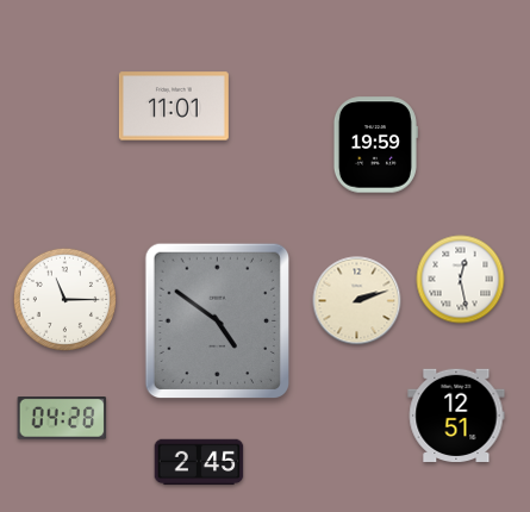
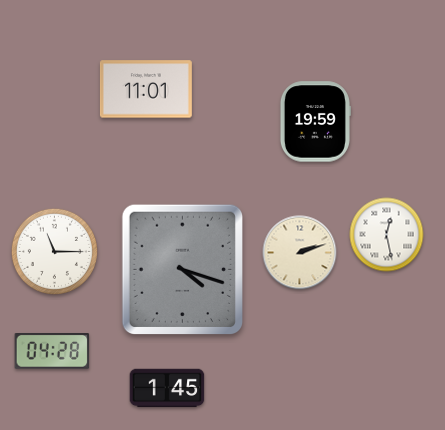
clock at (217, 321): 4:51 -> 4:18
clock at (456, 414): 12:51 -> none
clock at (199, 462): 2:45 -> 1:45
